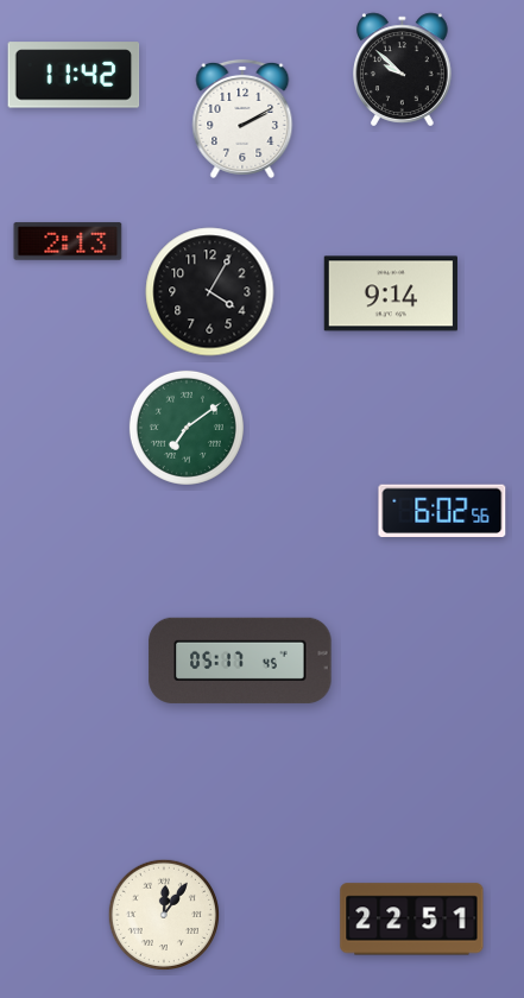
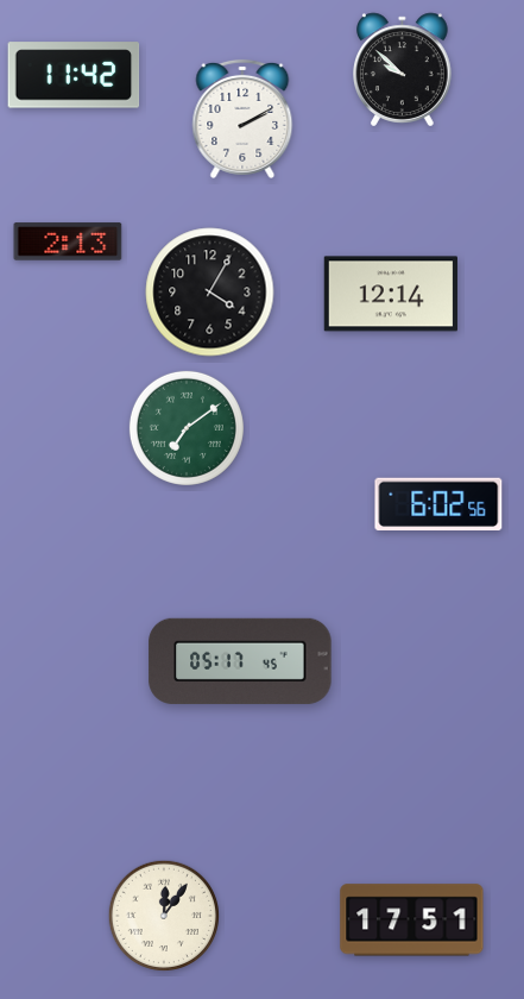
clock at (391, 293): 9:14 -> 12:14
clock at (442, 510) position: (442, 510) -> (438, 503)
clock at (412, 920): 22:51 -> 17:51
